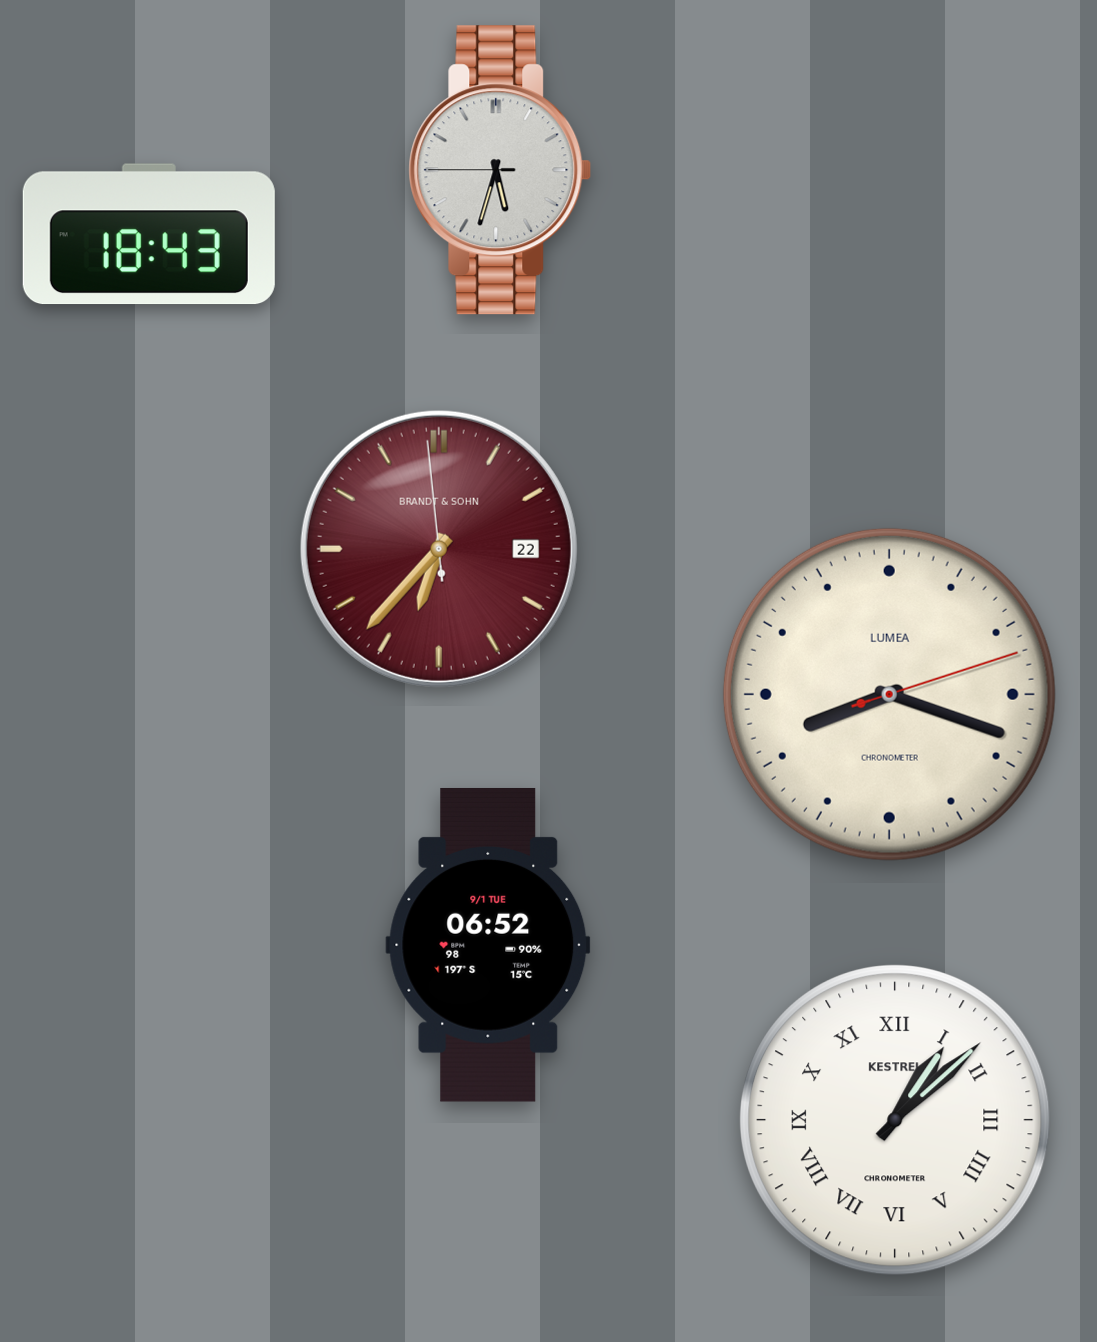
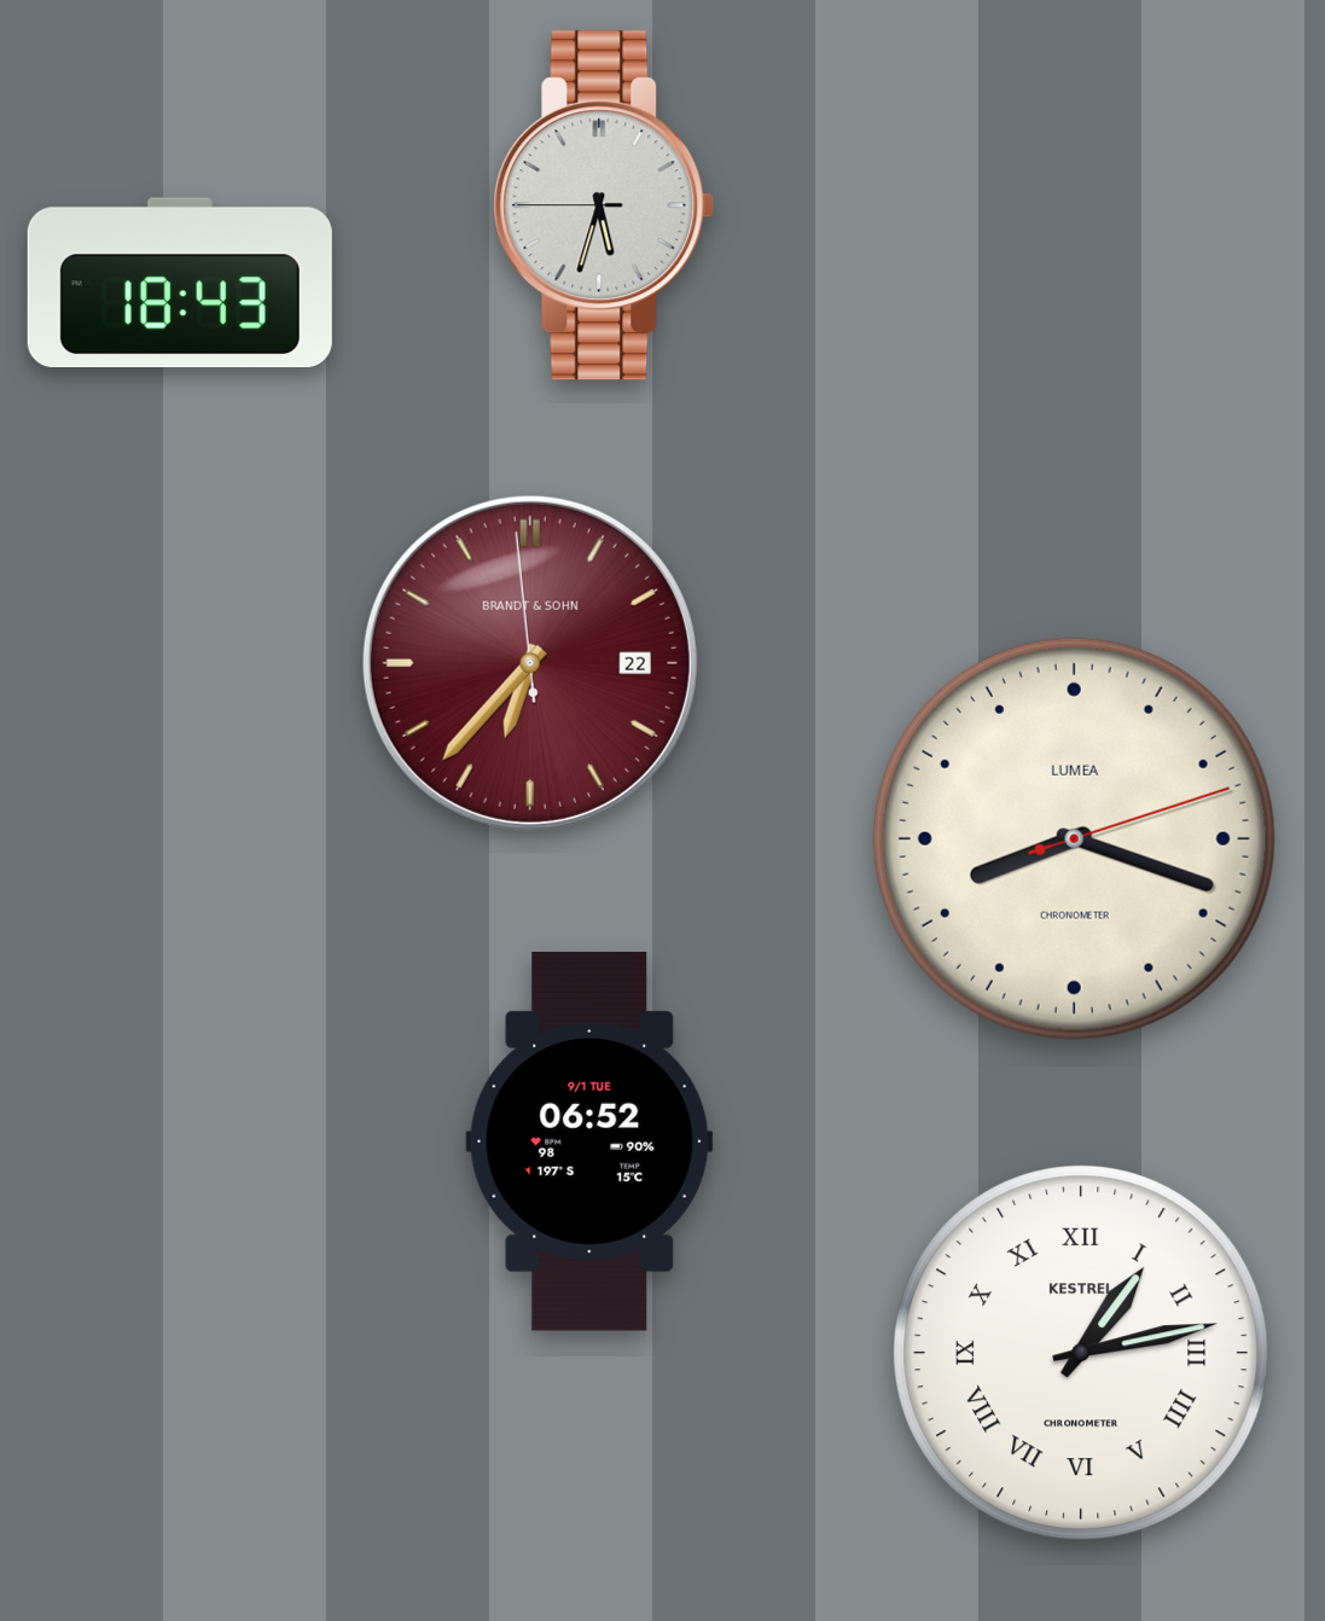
clock at (895, 1120): 1:08 -> 1:13
